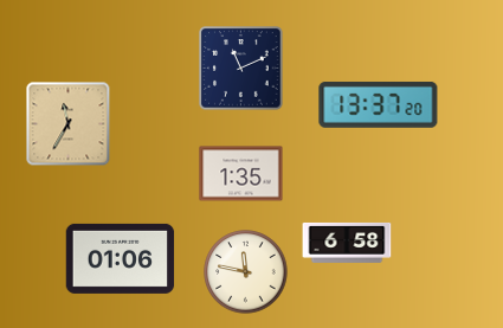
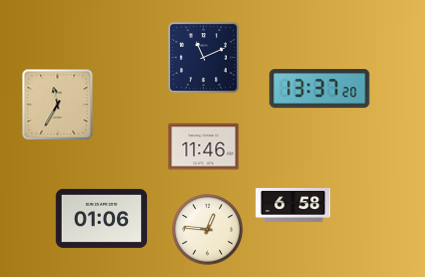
clock at (241, 174): 1:35 -> 11:46
clock at (246, 272): 11:47 -> 12:46
